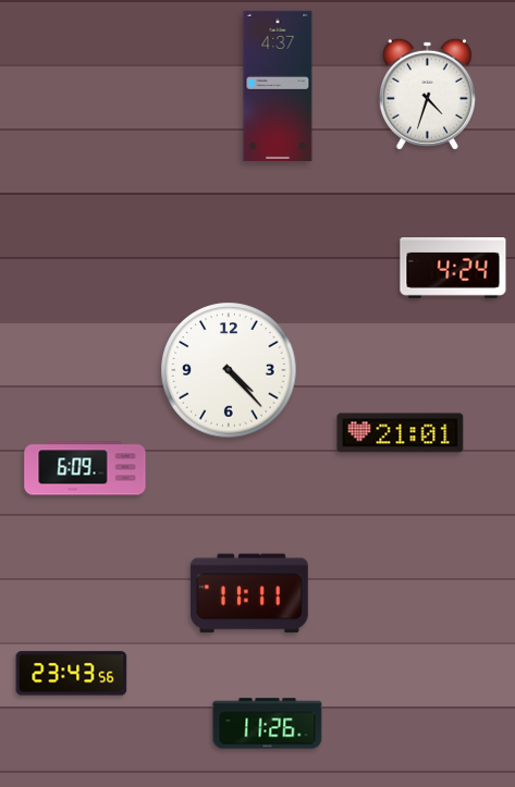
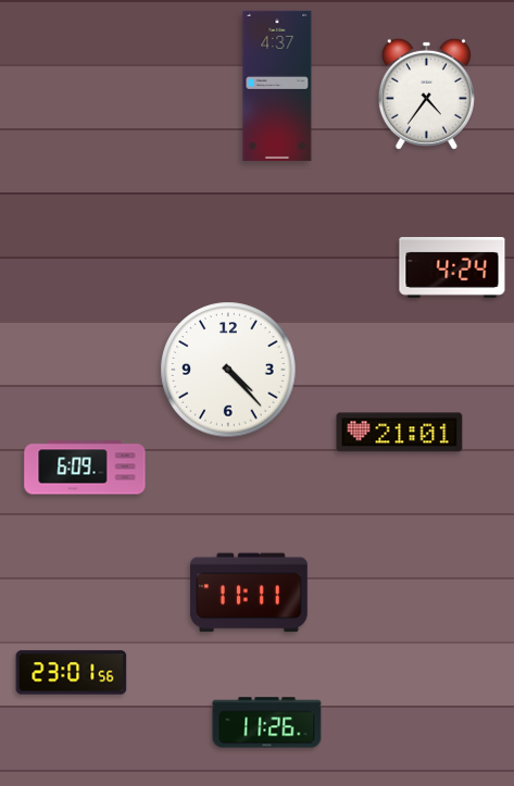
clock at (427, 94): 4:33 -> 4:36
clock at (72, 674): 23:43 -> 23:01
